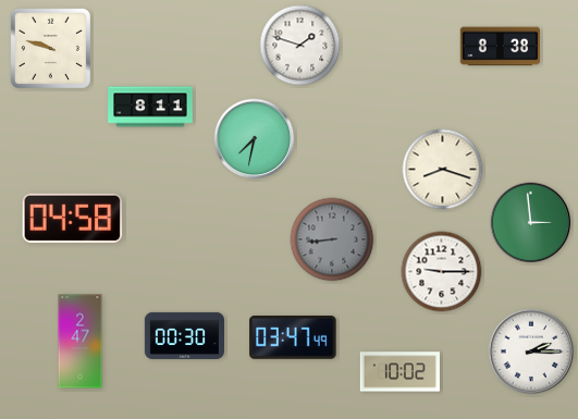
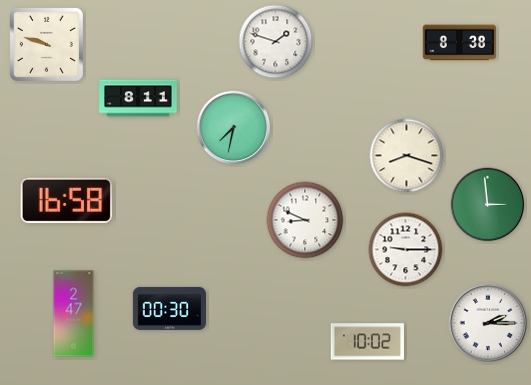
clock at (73, 219): 04:58 -> 16:58
clock at (332, 239): 8:44 -> 8:49
clock at (332, 239) dial: grey -> white
clock at (293, 337): 03:47 -> none
